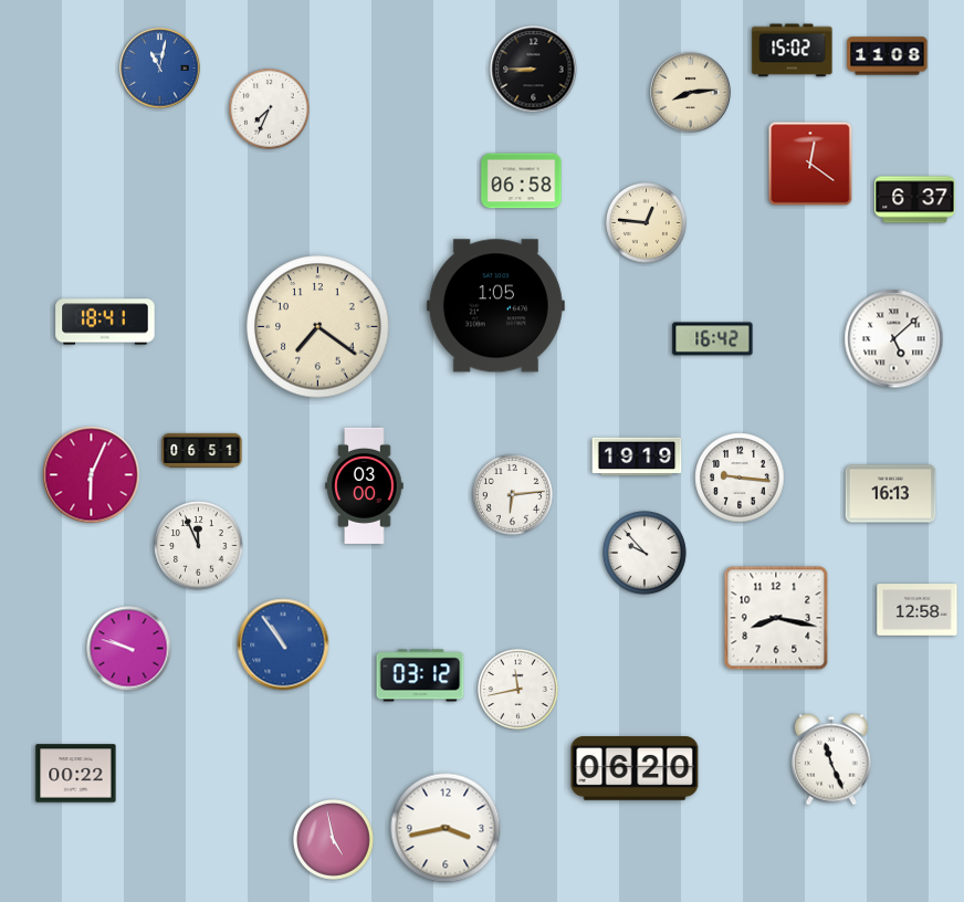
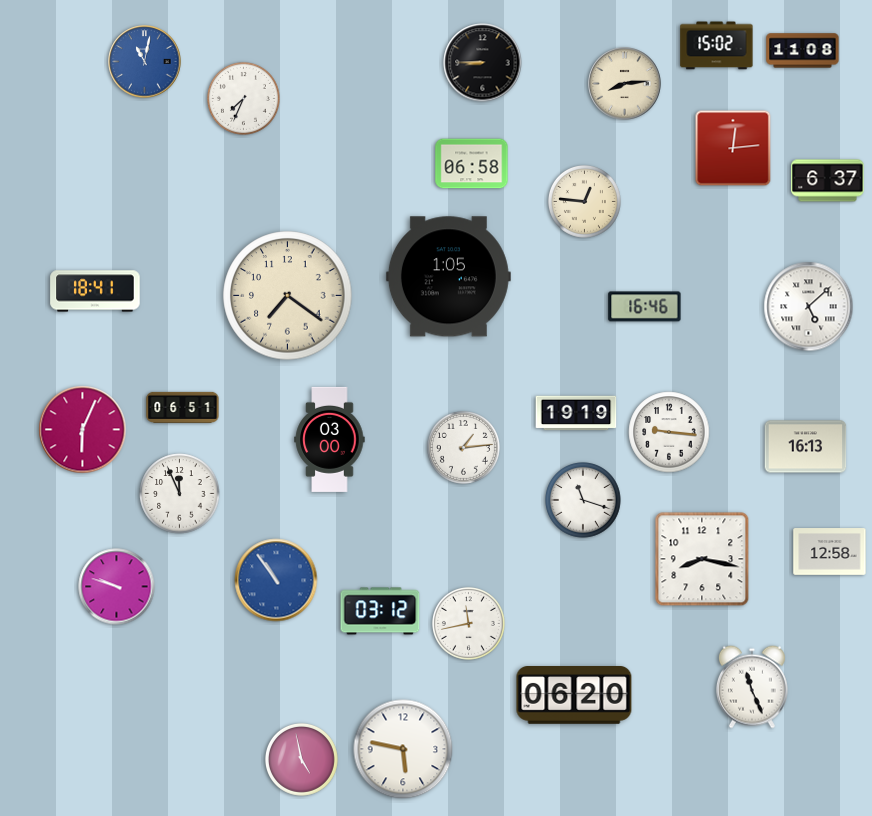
clock at (810, 164): 12:21 -> 12:14
clock at (713, 339): 16:42 -> 16:46
clock at (512, 494): 6:14 -> 1:14
clock at (645, 553): 9:53 -> 11:18
clock at (283, 644) position: (283, 644) -> (276, 580)
clock at (76, 774): 00:22 -> none
clock at (446, 828): 3:43 -> 5:47
